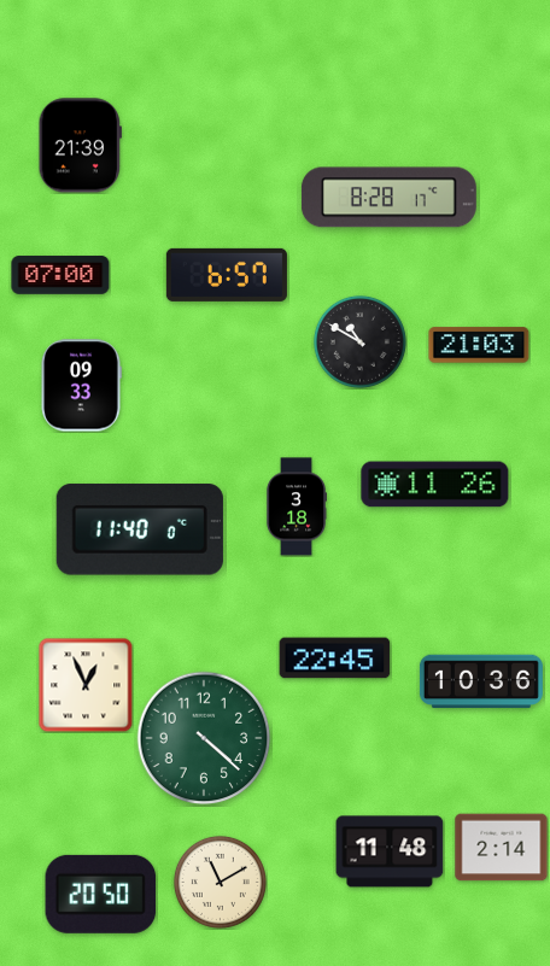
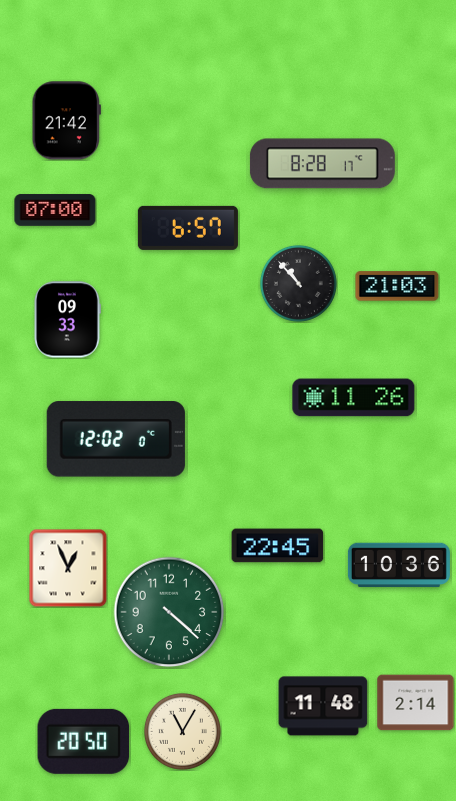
clock at (80, 146): 21:39 -> 21:42
clock at (60, 275) position: (60, 275) -> (55, 210)
clock at (359, 341): 10:50 -> 10:53
clock at (435, 485) position: (435, 485) -> (354, 398)
clock at (296, 507): 3:18 -> none
clock at (140, 529): 11:40 -> 12:02
clock at (86, 685) position: (86, 685) -> (68, 568)
clock at (220, 882): 11:10 -> 11:05
